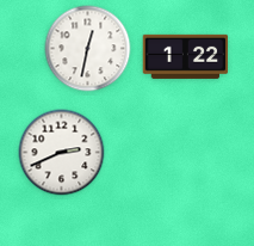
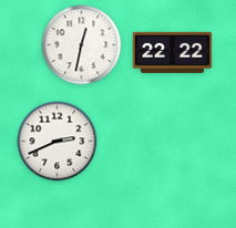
clock at (186, 56): 1:22 -> 22:22
